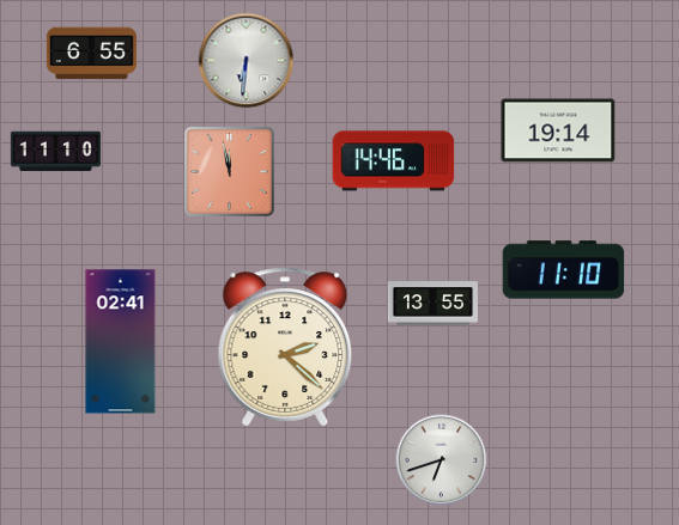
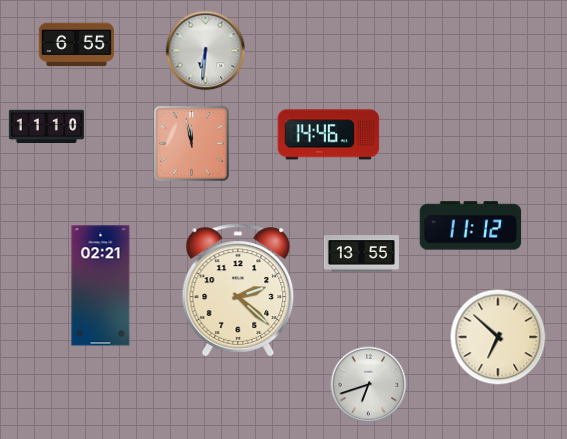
clock at (558, 130): 19:14 -> none
clock at (564, 270): 11:10 -> 11:12
clock at (121, 342): 02:41 -> 02:21
clock at (498, 337): none -> 6:52
